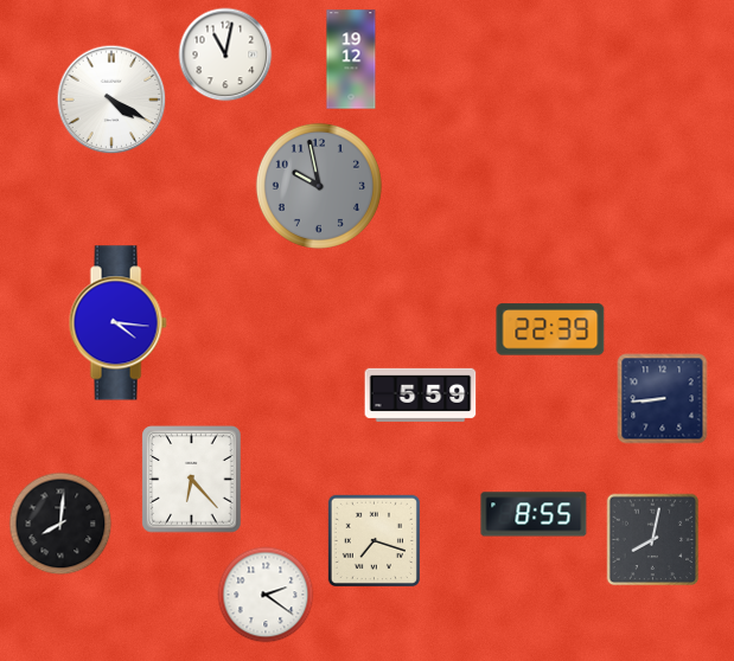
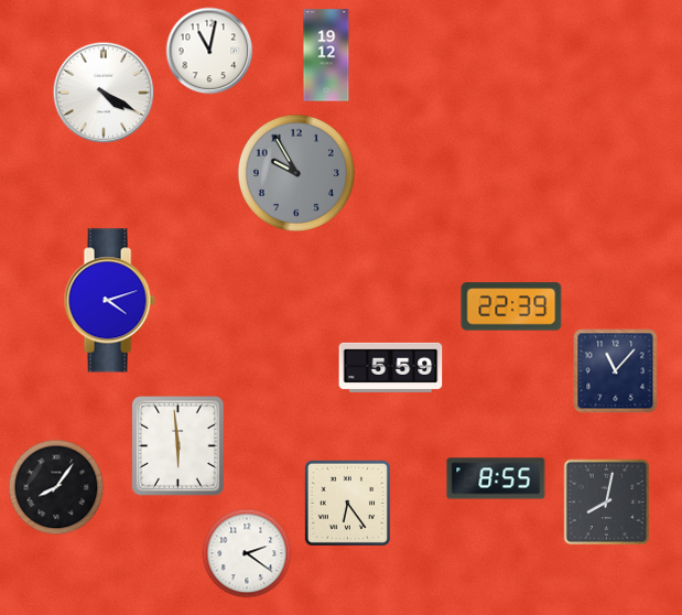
clock at (319, 186): 9:58 -> 9:55
clock at (117, 323): 4:16 -> 4:12
clock at (663, 399): 8:44 -> 11:07
clock at (192, 480): 6:23 -> 5:59
clock at (60, 524): 8:01 -> 8:06
clock at (374, 540): 7:18 -> 6:24
